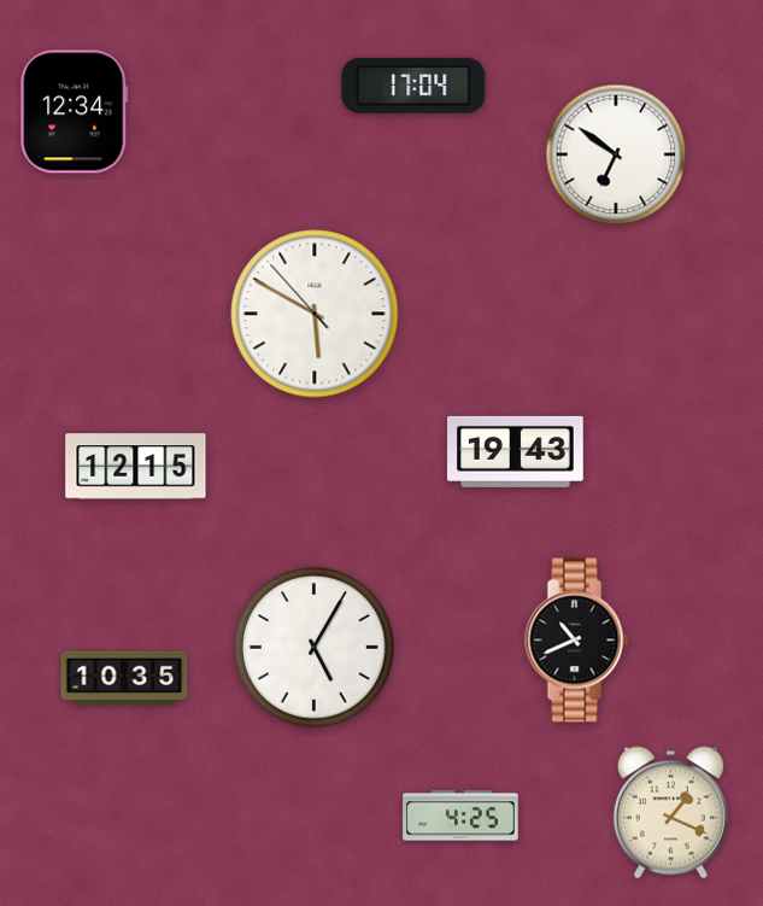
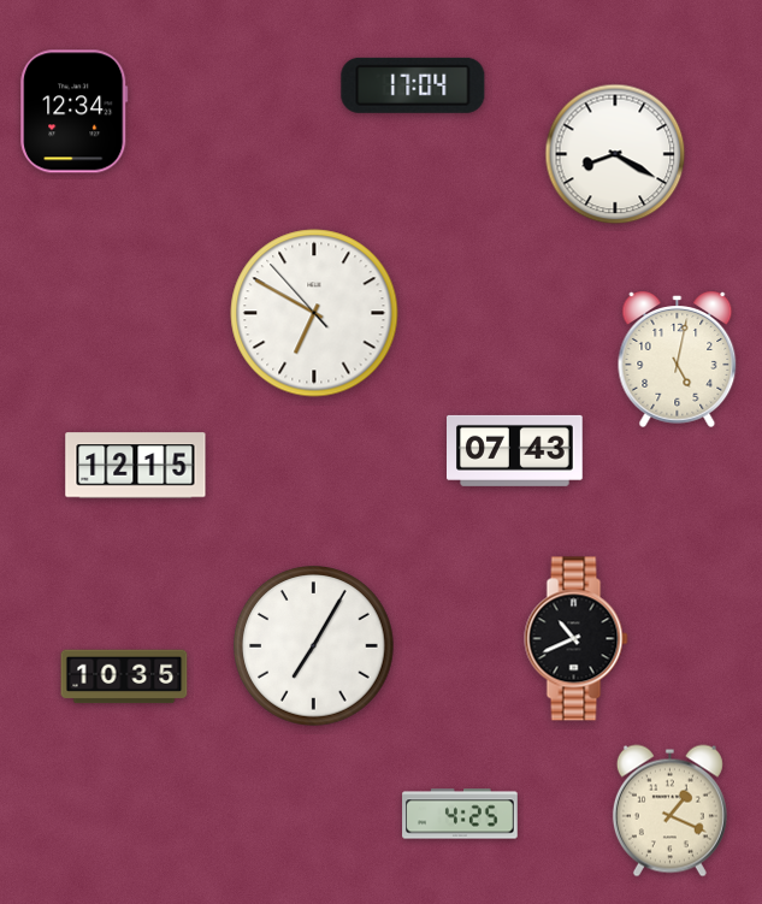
clock at (616, 154): 6:51 -> 8:20
clock at (315, 314): 5:49 -> 6:49
clock at (678, 359): none -> 5:02
clock at (516, 451): 19:43 -> 07:43
clock at (315, 648): 5:05 -> 7:05
